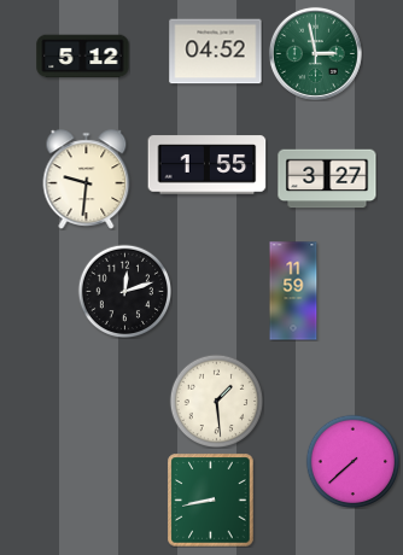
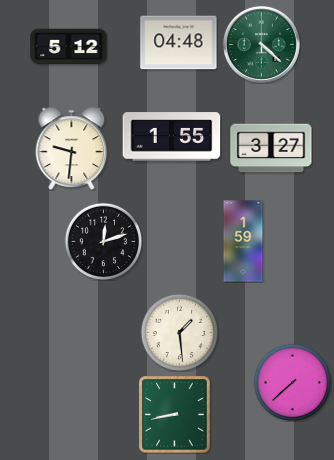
clock at (216, 52): 04:52 -> 04:48
clock at (315, 53): 2:58 -> 4:22
clock at (293, 291): 11:59 -> 1:59
